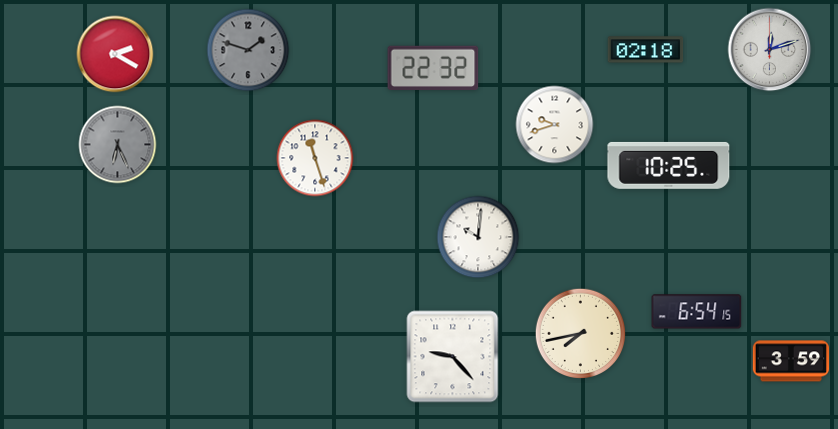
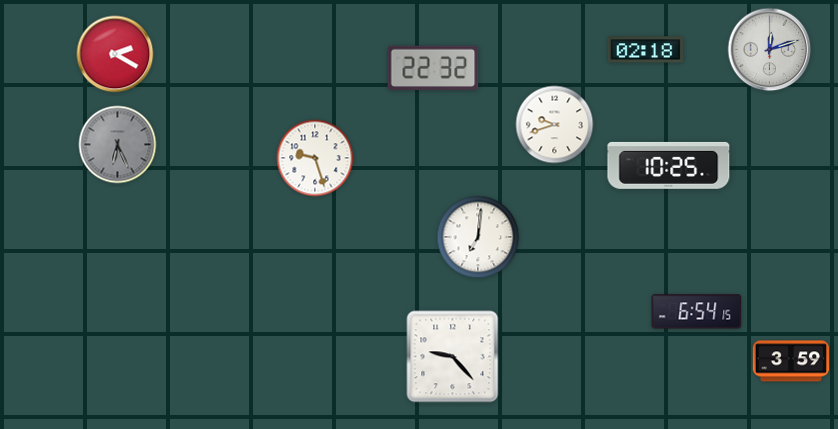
clock at (248, 50): 1:48 -> none
clock at (315, 158): 11:27 -> 9:27
clock at (478, 237): 10:01 -> 7:01
clock at (581, 334): 7:43 -> none
